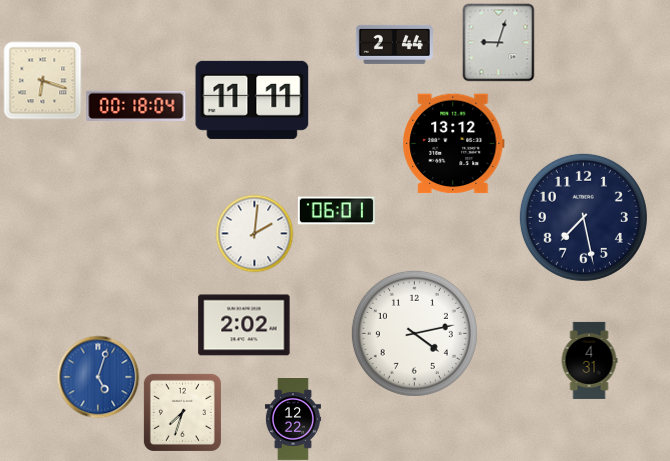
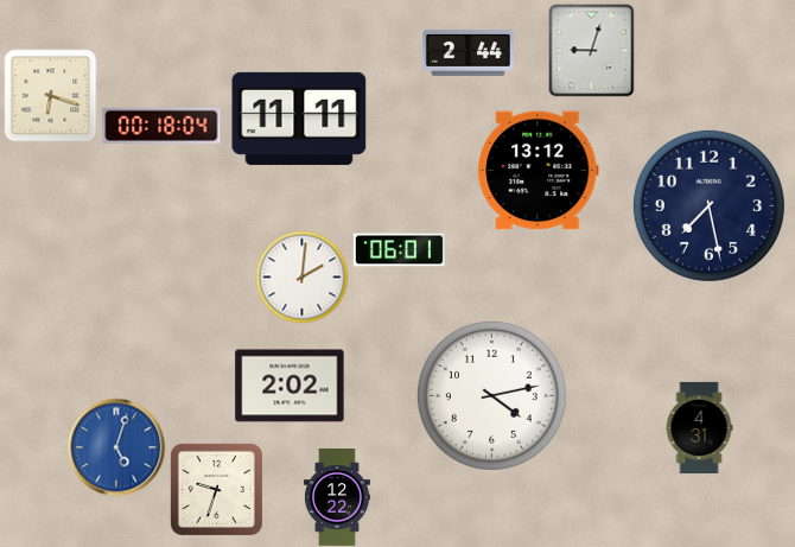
clock at (583, 217) position: (583, 217) -> (708, 205)
clock at (182, 412): 7:33 -> 9:33
clock at (293, 420) position: (293, 420) -> (337, 498)
